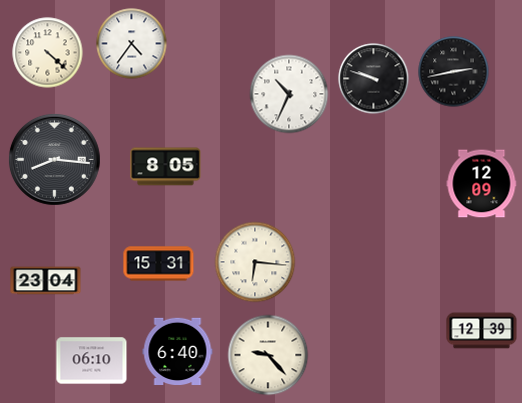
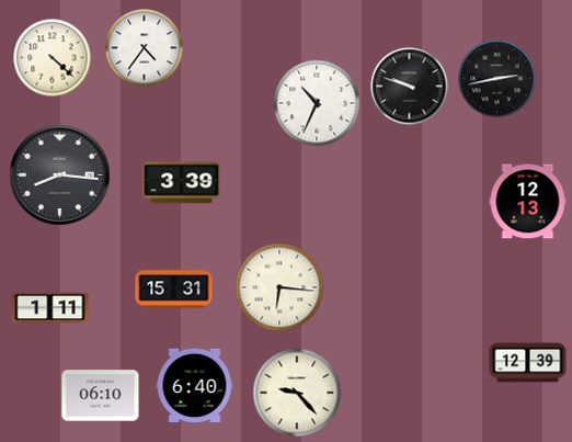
clock at (166, 167): 8:05 -> 3:39
clock at (482, 184): 12:09 -> 12:13
clock at (46, 281): 23:04 -> 1:11
clock at (268, 355) position: (268, 355) -> (297, 393)
